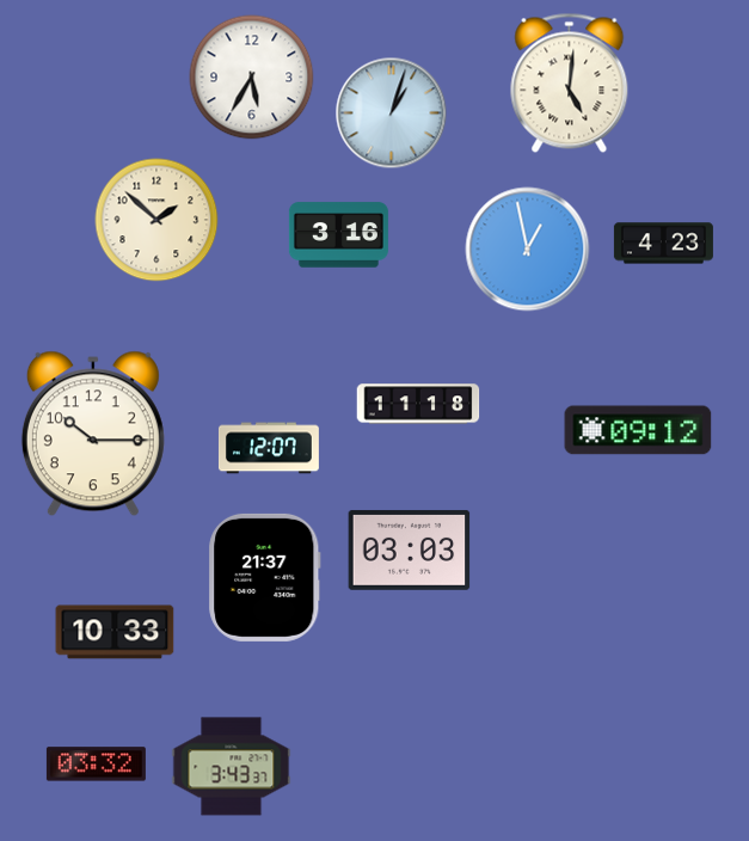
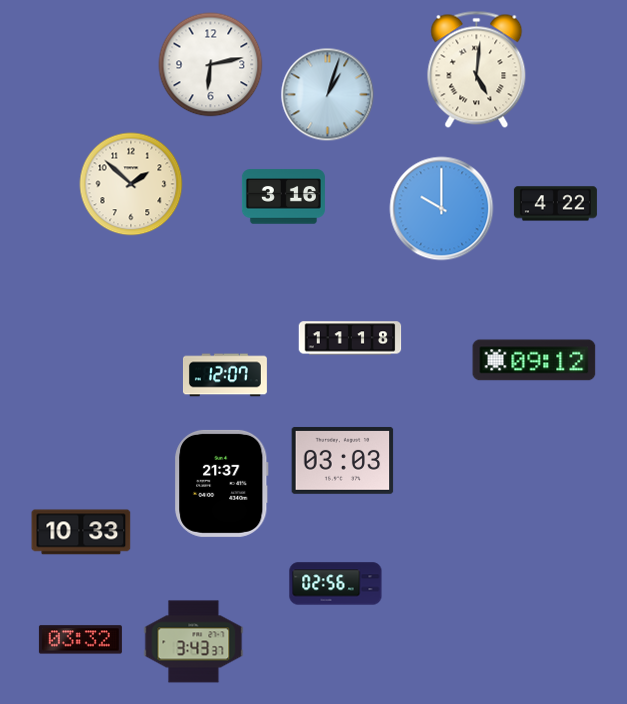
clock at (252, 78): 5:35 -> 6:13
clock at (663, 244): 4:23 -> 4:22
clock at (528, 250): 12:58 -> 10:00
clock at (93, 434): 10:15 -> none
clock at (115, 632) position: (115, 632) -> (81, 532)
clock at (336, 584): none -> 02:56
